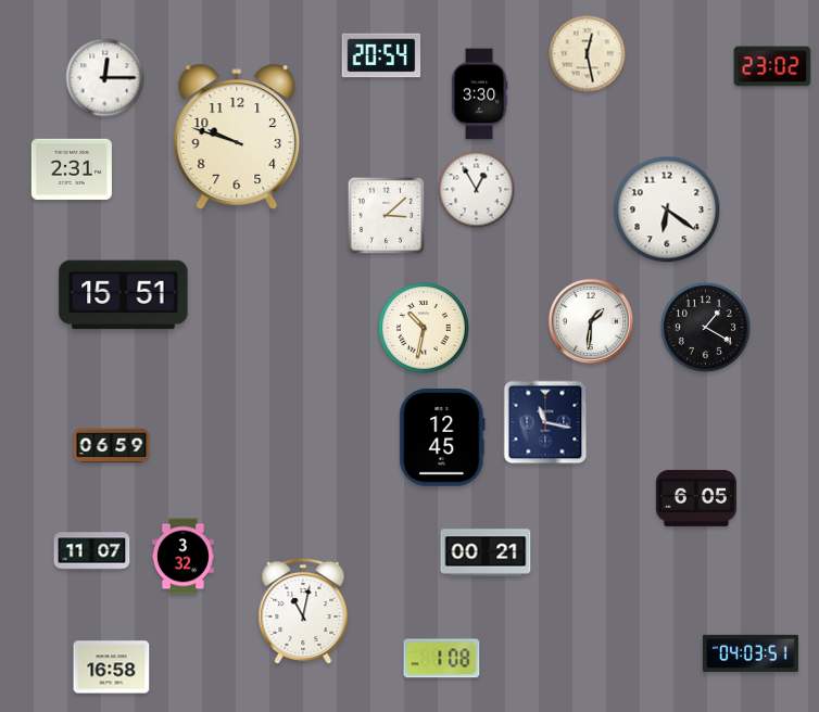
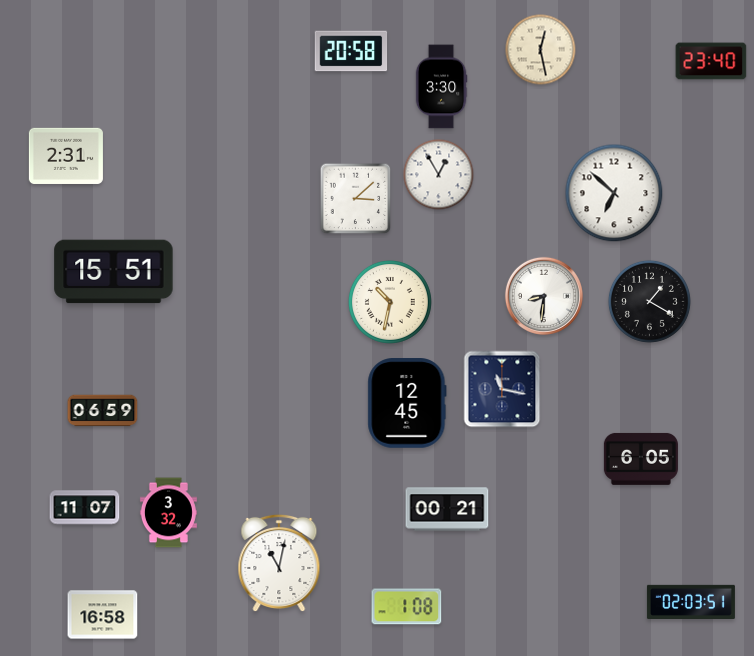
clock at (381, 55): 20:54 -> 20:58
clock at (772, 66): 23:02 -> 23:40
clock at (105, 78): 12:15 -> none
clock at (237, 137): 9:48 -> none
clock at (667, 209): 6:21 -> 6:52
clock at (591, 321): 1:31 -> 8:31
clock at (751, 652): 04:03 -> 02:03
